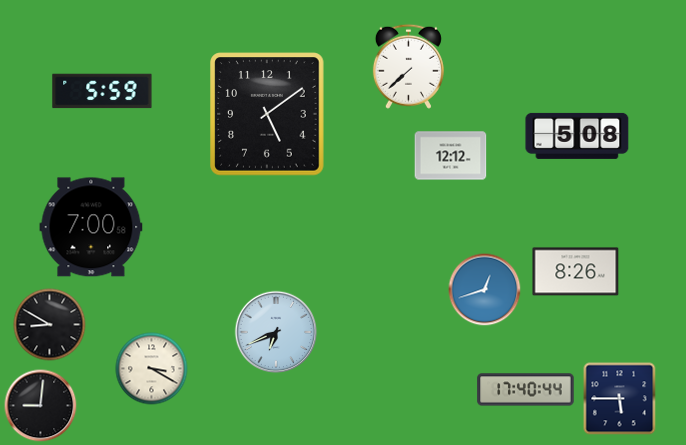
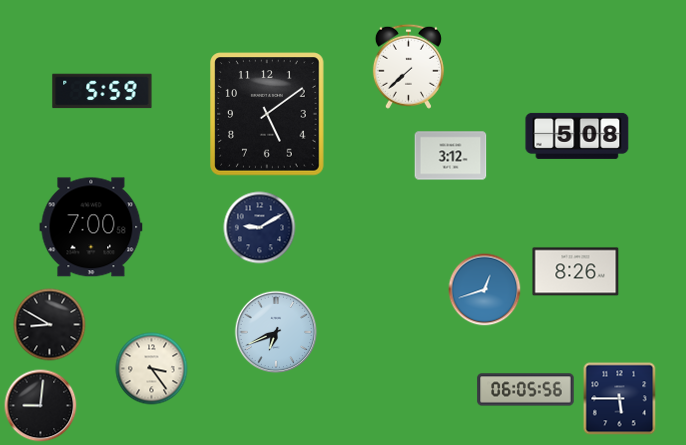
clock at (451, 156): 12:12 -> 3:12
clock at (260, 228): none -> 9:10
clock at (152, 369): 3:20 -> 3:24
clock at (526, 390): 17:40 -> 06:05
